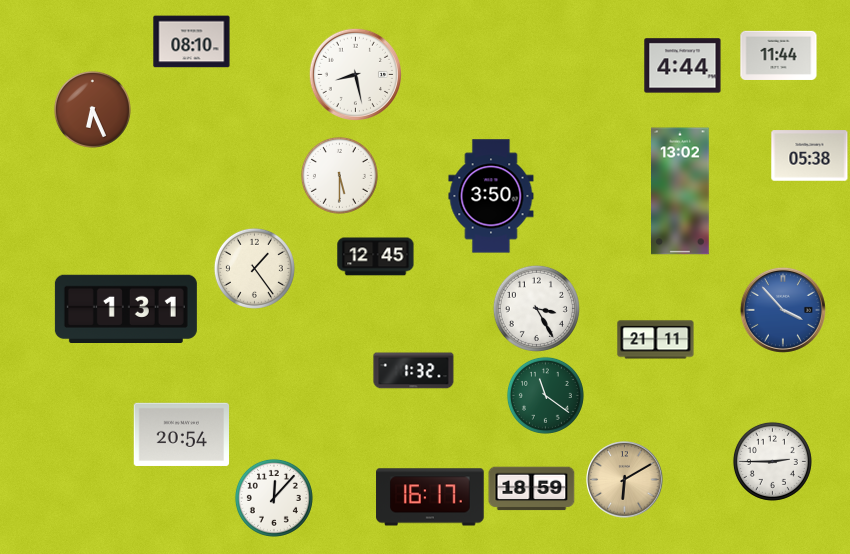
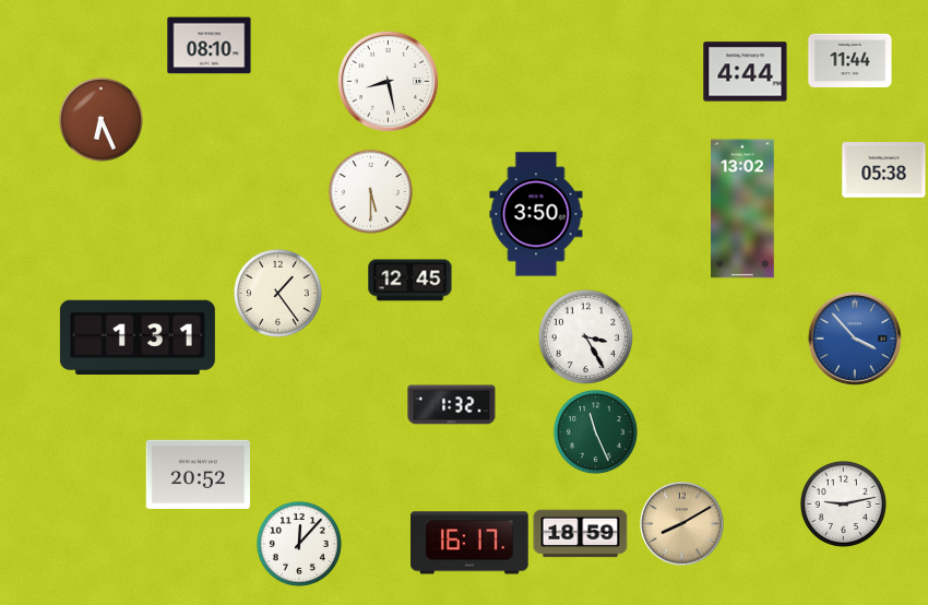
clock at (656, 340): 21:11 -> none
clock at (545, 395): 11:21 -> 11:26
clock at (182, 434): 20:54 -> 20:52
clock at (772, 461): 2:45 -> 9:13
clock at (625, 480): 6:10 -> 8:10
